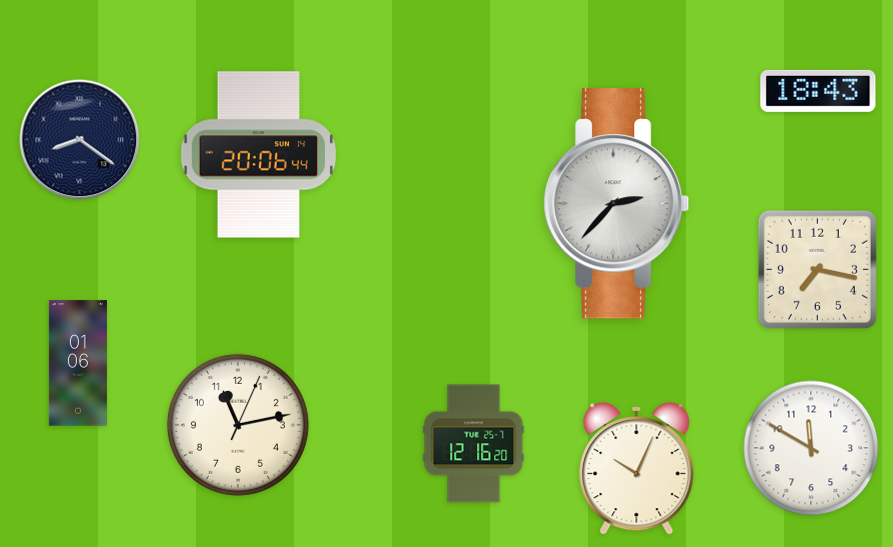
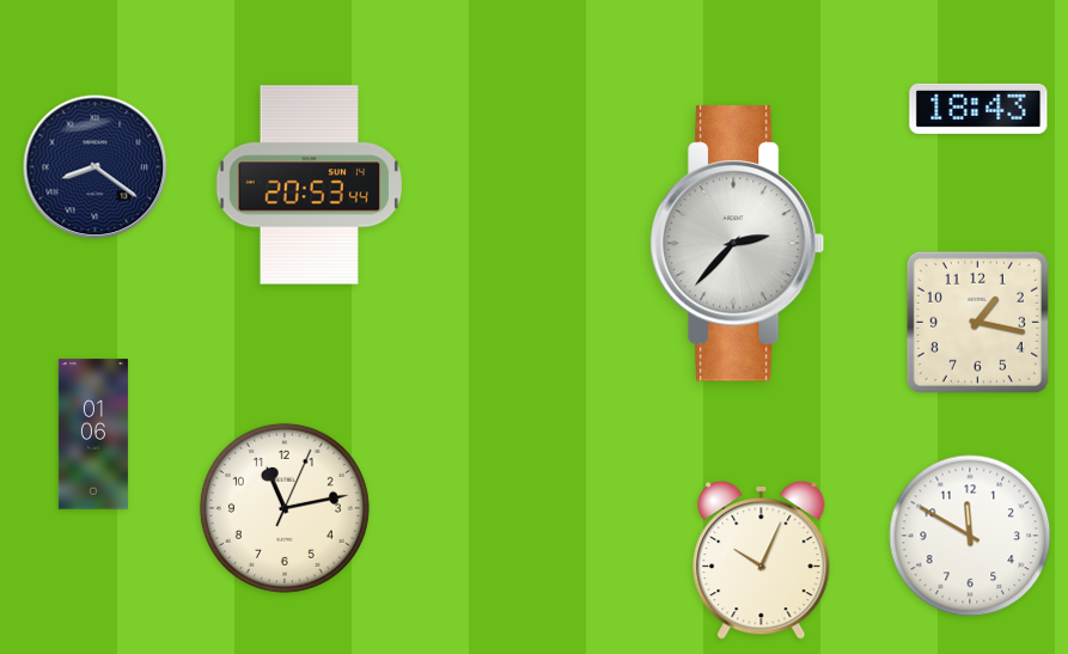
clock at (258, 155): 20:06 -> 20:53
clock at (817, 269): 7:17 -> 1:17
clock at (474, 444): 12:16 -> none
